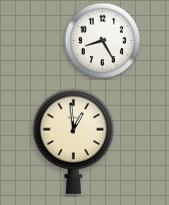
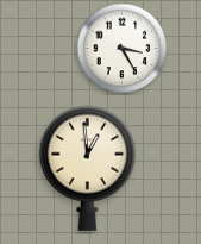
clock at (103, 41): 8:25 -> 3:25
